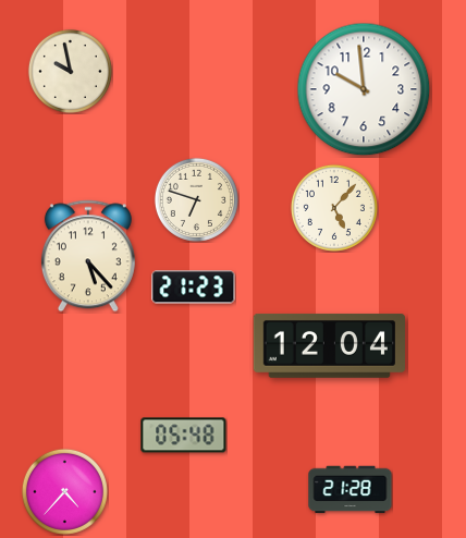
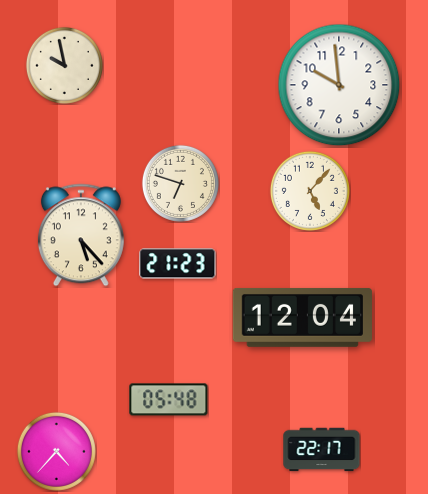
clock at (364, 89) position: (364, 89) -> (339, 85)
clock at (334, 208) position: (334, 208) -> (310, 191)
clock at (351, 490): 21:28 -> 22:17
clock at (64, 491) position: (64, 491) -> (56, 451)
